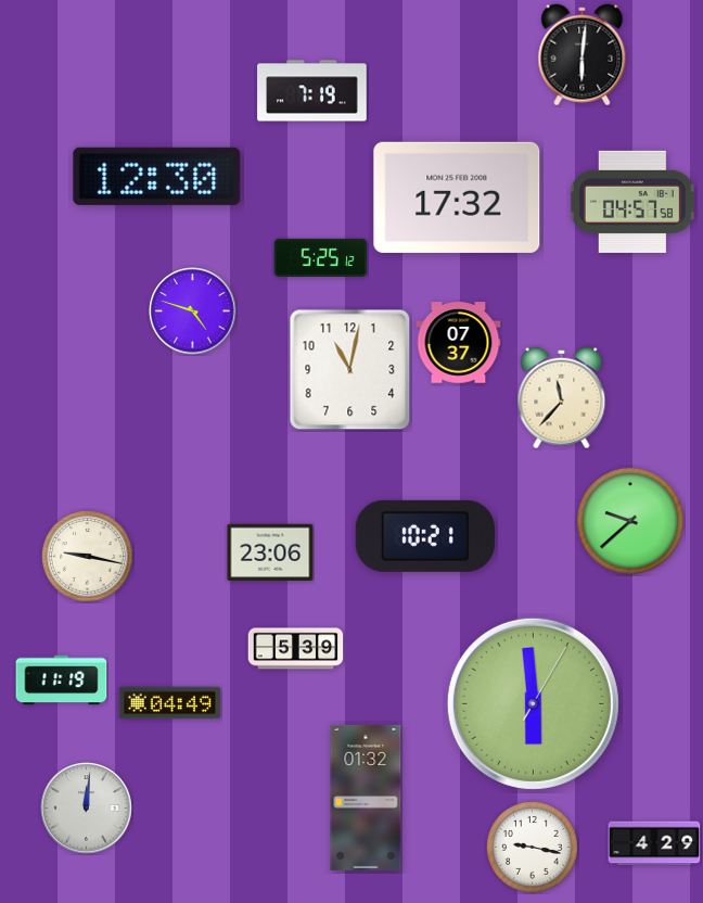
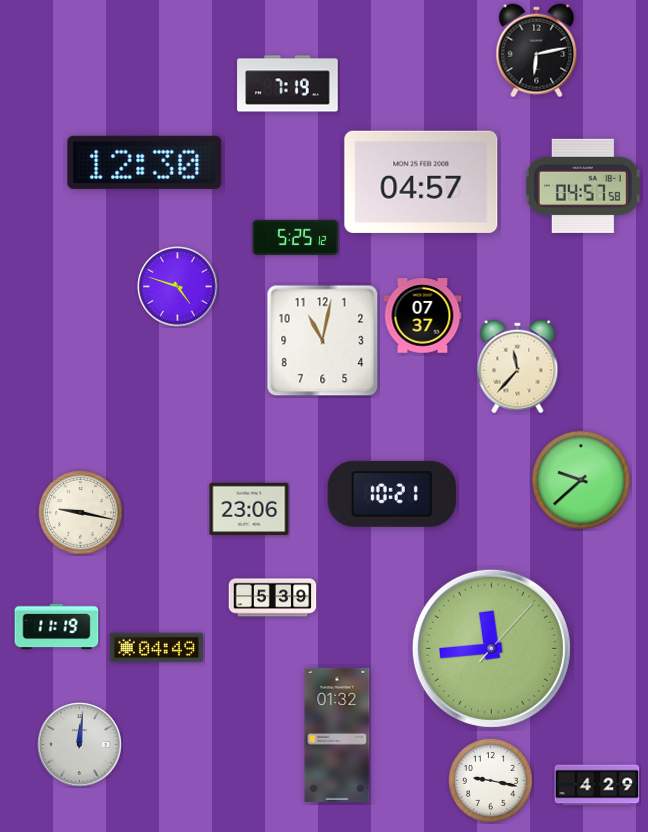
clock at (583, 55): 6:01 -> 6:13
clock at (457, 198): 17:32 -> 04:57
clock at (533, 703): 5:59 -> 11:44
clock at (654, 843) position: (654, 843) -> (597, 785)
